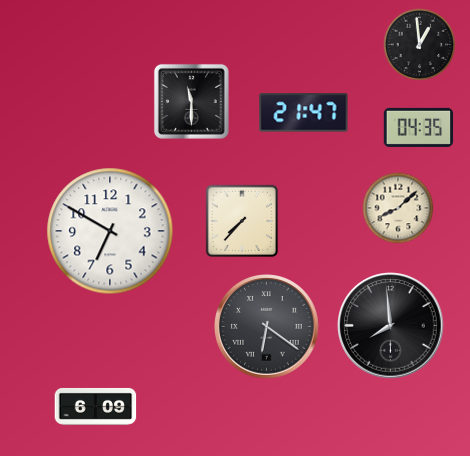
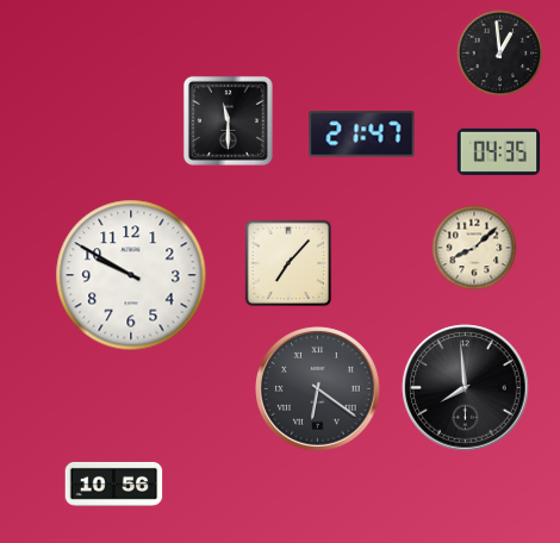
clock at (242, 221): 7:37 -> 7:07
clock at (110, 231): 6:50 -> 9:50
clock at (96, 406): 6:09 -> 10:56
